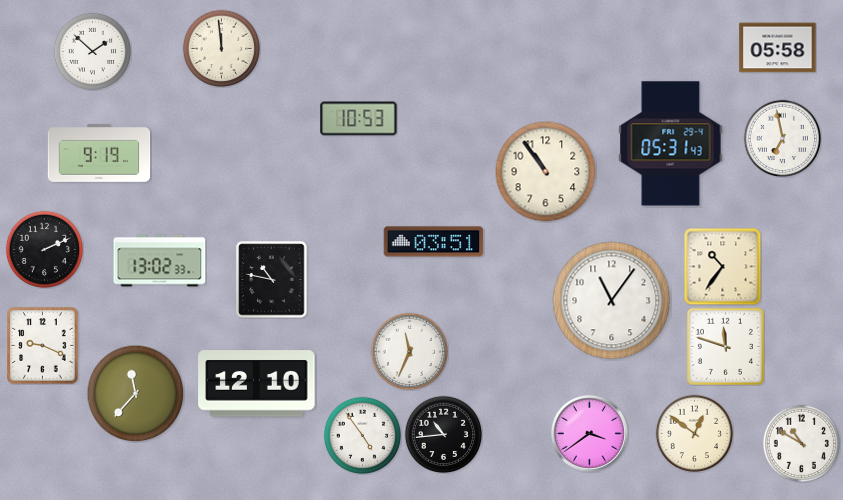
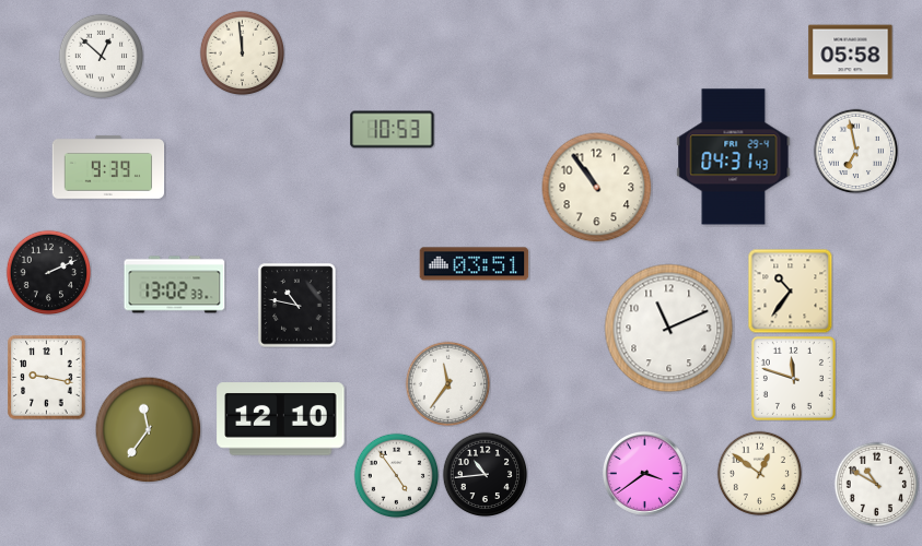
clock at (92, 51): 1:52 -> 12:52
clock at (671, 144): 05:31 -> 04:31
clock at (99, 153): 9:19 -> 9:39
clock at (612, 301): 11:06 -> 11:11
clock at (43, 346): 9:19 -> 9:17
clock at (409, 351): 11:34 -> 11:36
clock at (135, 393): 11:37 -> 11:36
